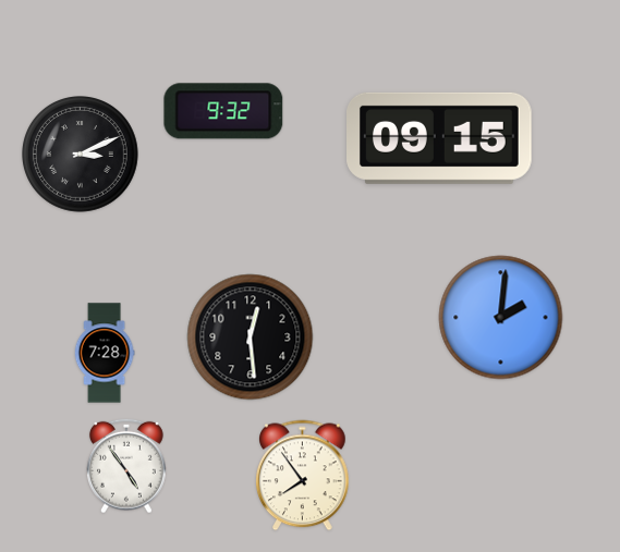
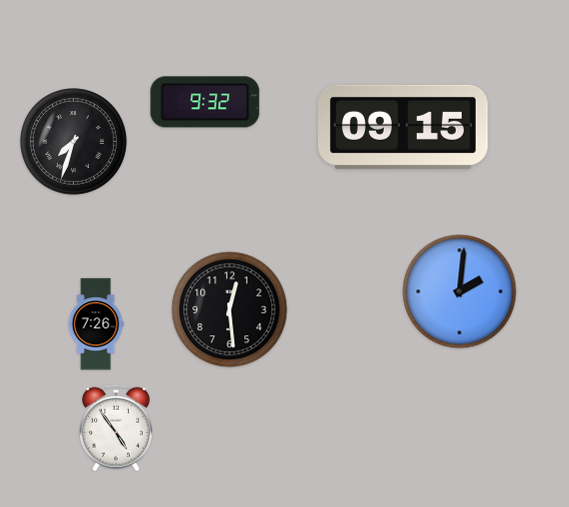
clock at (81, 155): 3:11 -> 7:33
clock at (105, 353): 7:28 -> 7:26
clock at (303, 476): 7:54 -> none
